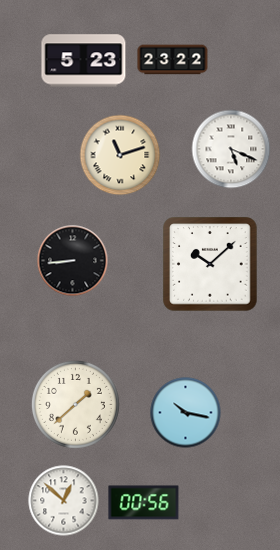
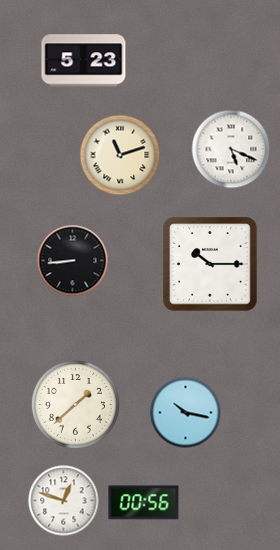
clock at (173, 60): 23:22 -> none
clock at (210, 264): 10:08 -> 10:15
clock at (64, 501): 12:52 -> 12:48
